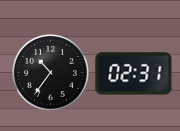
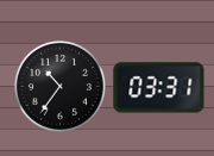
clock at (134, 74): 02:31 -> 03:31
